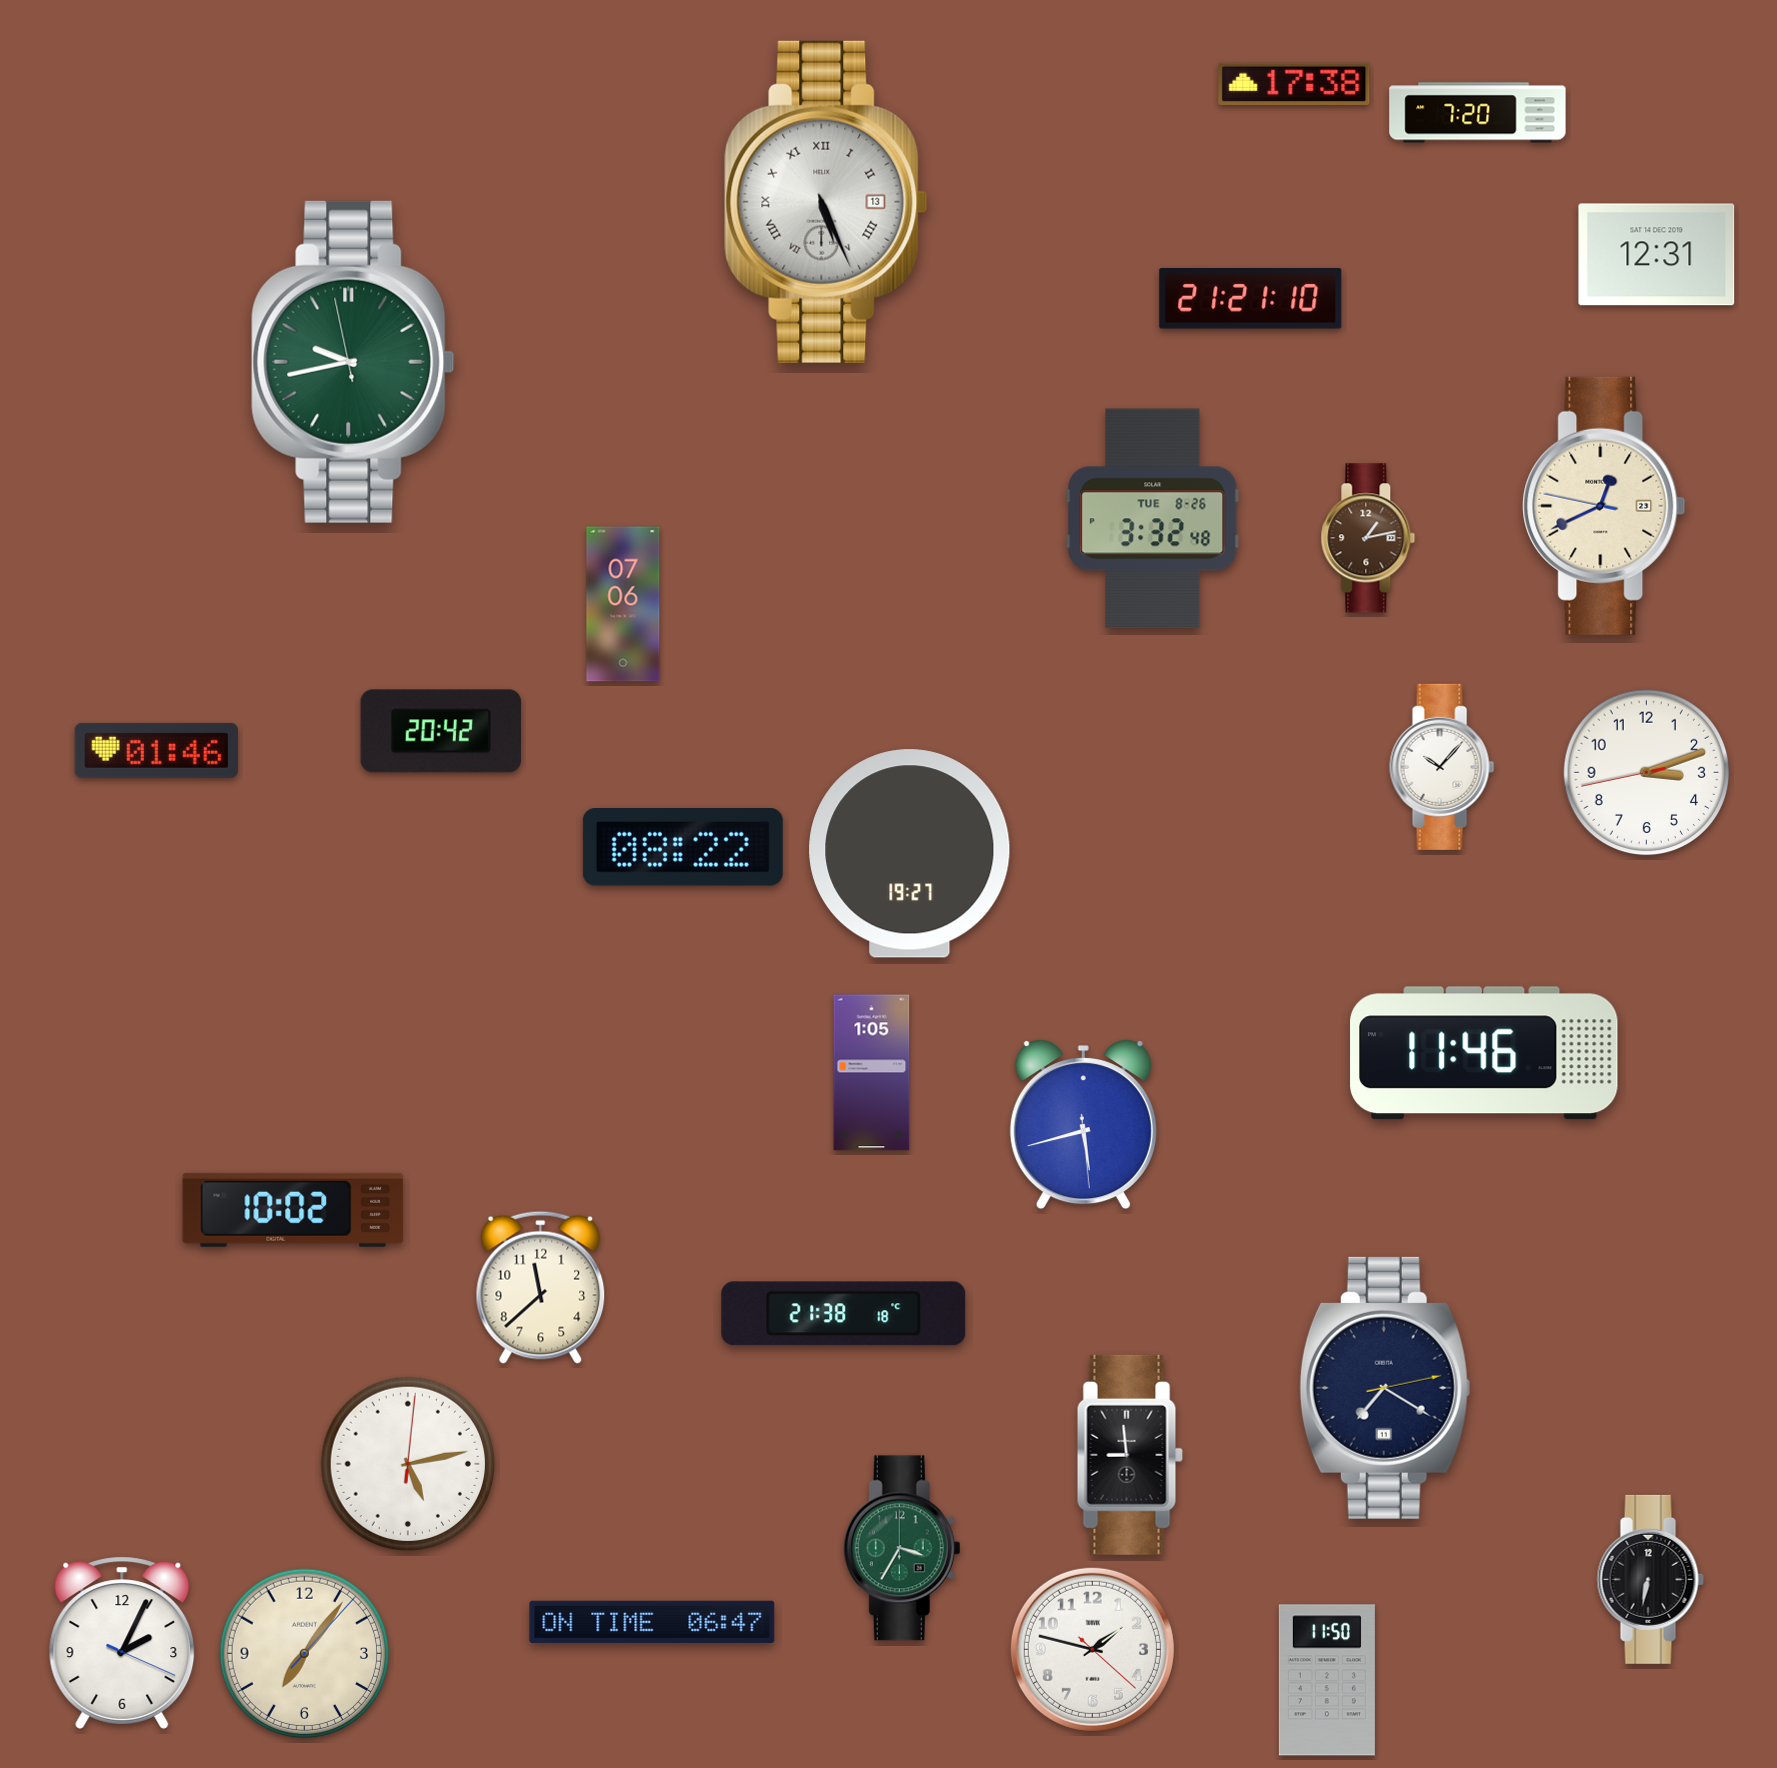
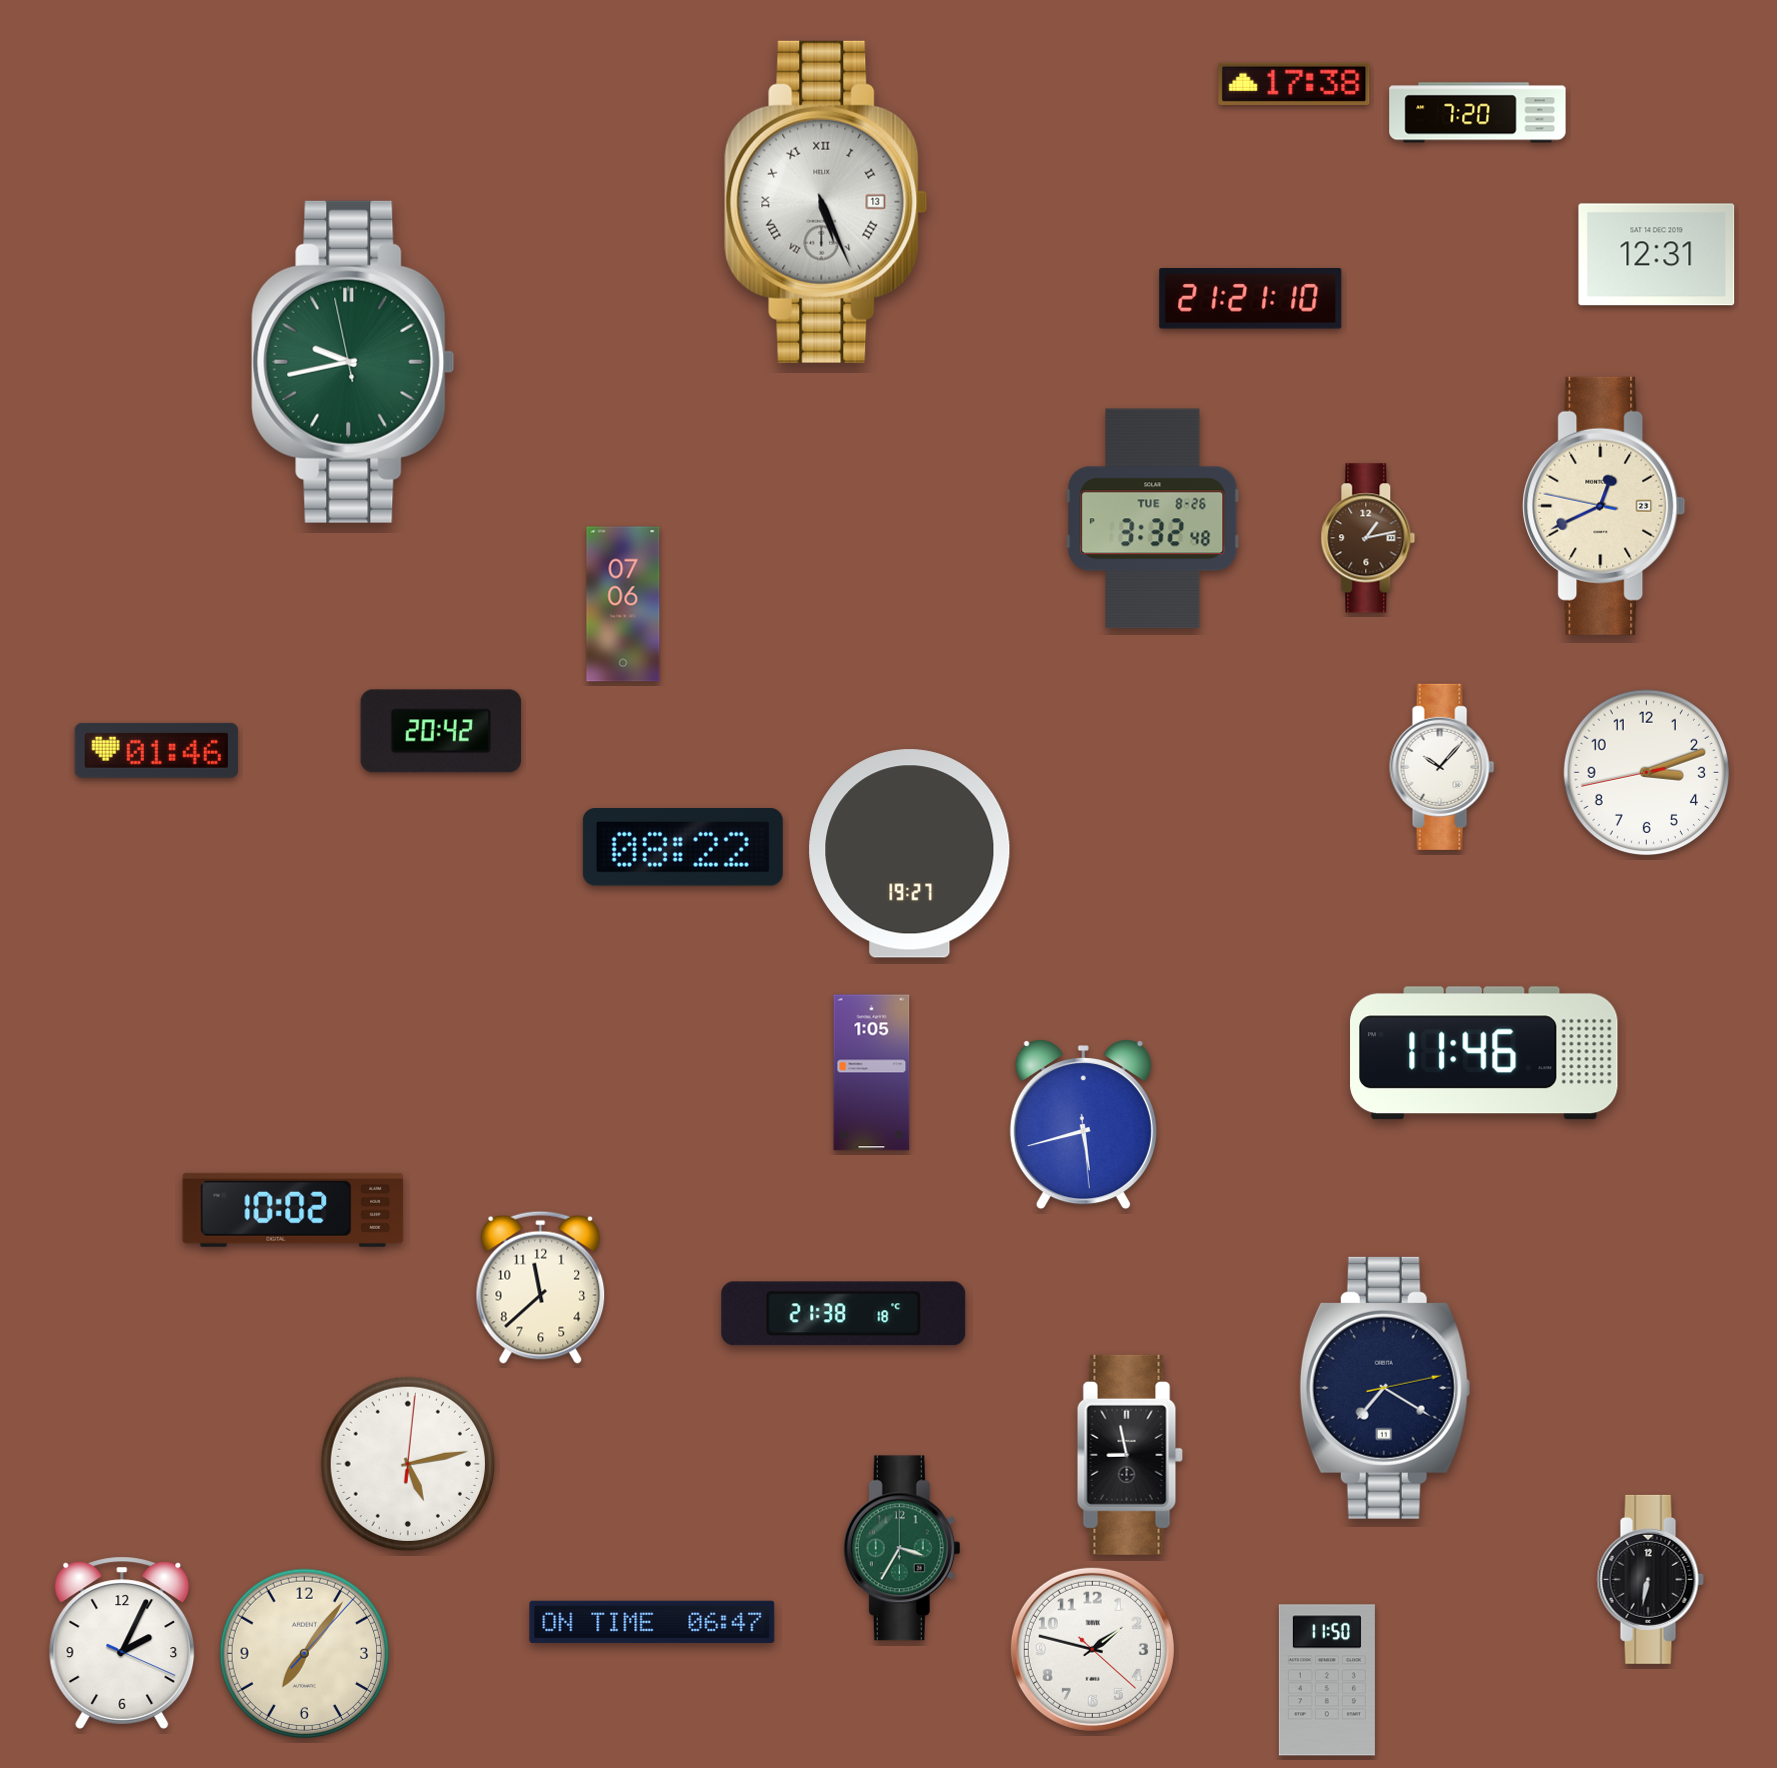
clock at (1130, 1455): 8:59 -> 8:58
